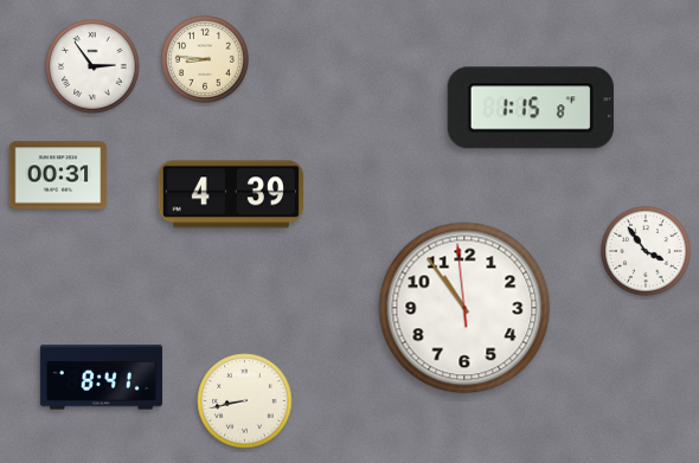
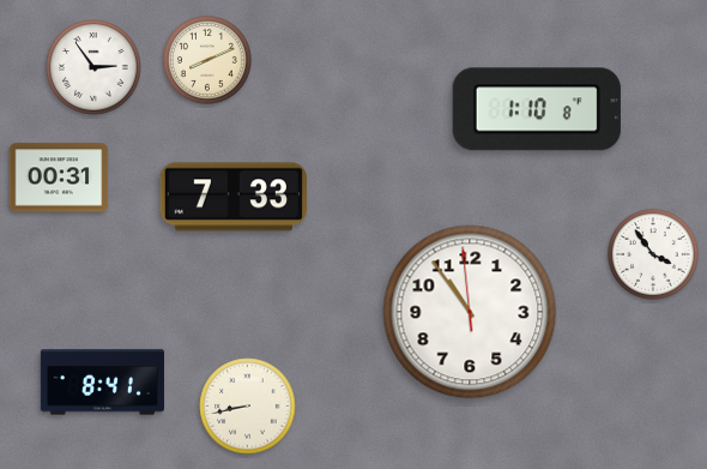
clock at (206, 60): 8:46 -> 8:11
clock at (531, 108): 1:15 -> 1:10
clock at (231, 194): 4:39 -> 7:33
